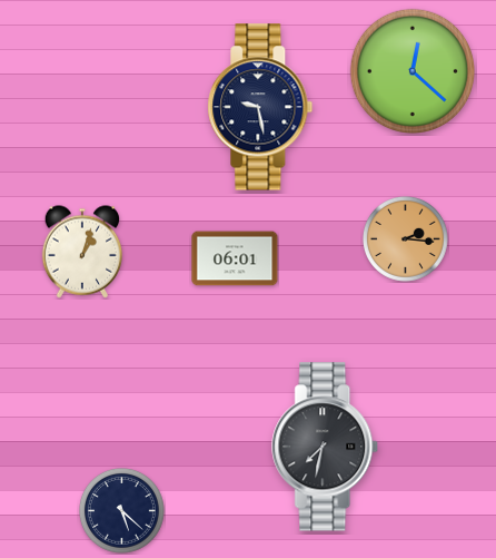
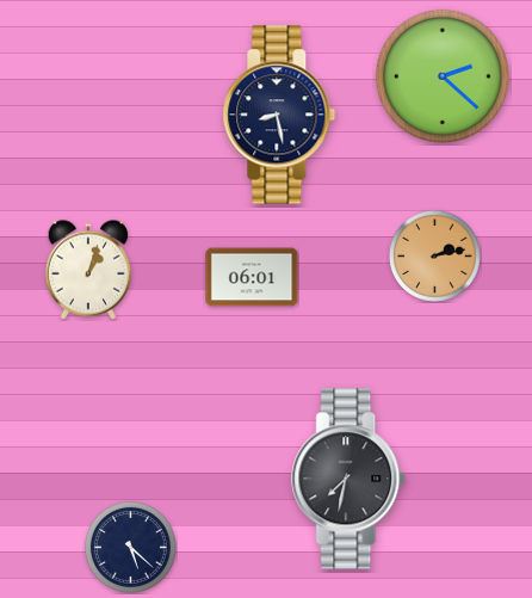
clock at (411, 70): 12:22 -> 2:22
clock at (260, 107): 9:28 -> 8:28
clock at (406, 239): 2:16 -> 2:13
